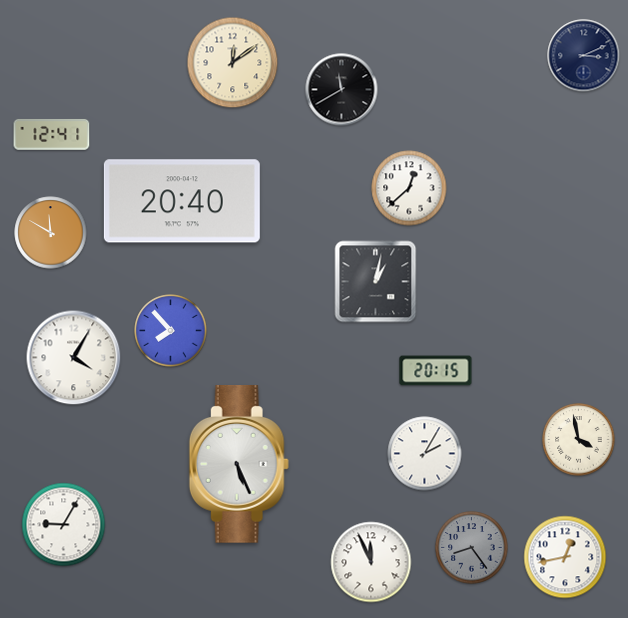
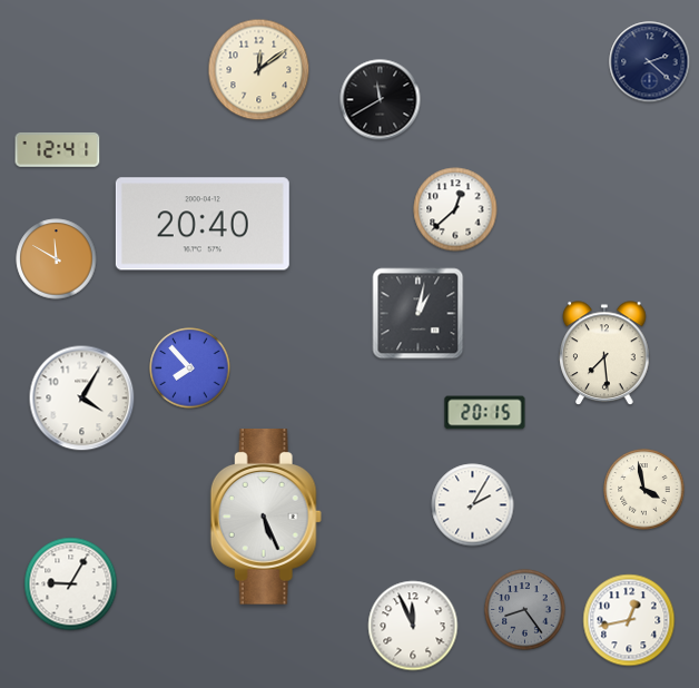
clock at (584, 56): 3:11 -> 2:22
clock at (604, 353): none -> 7:29
